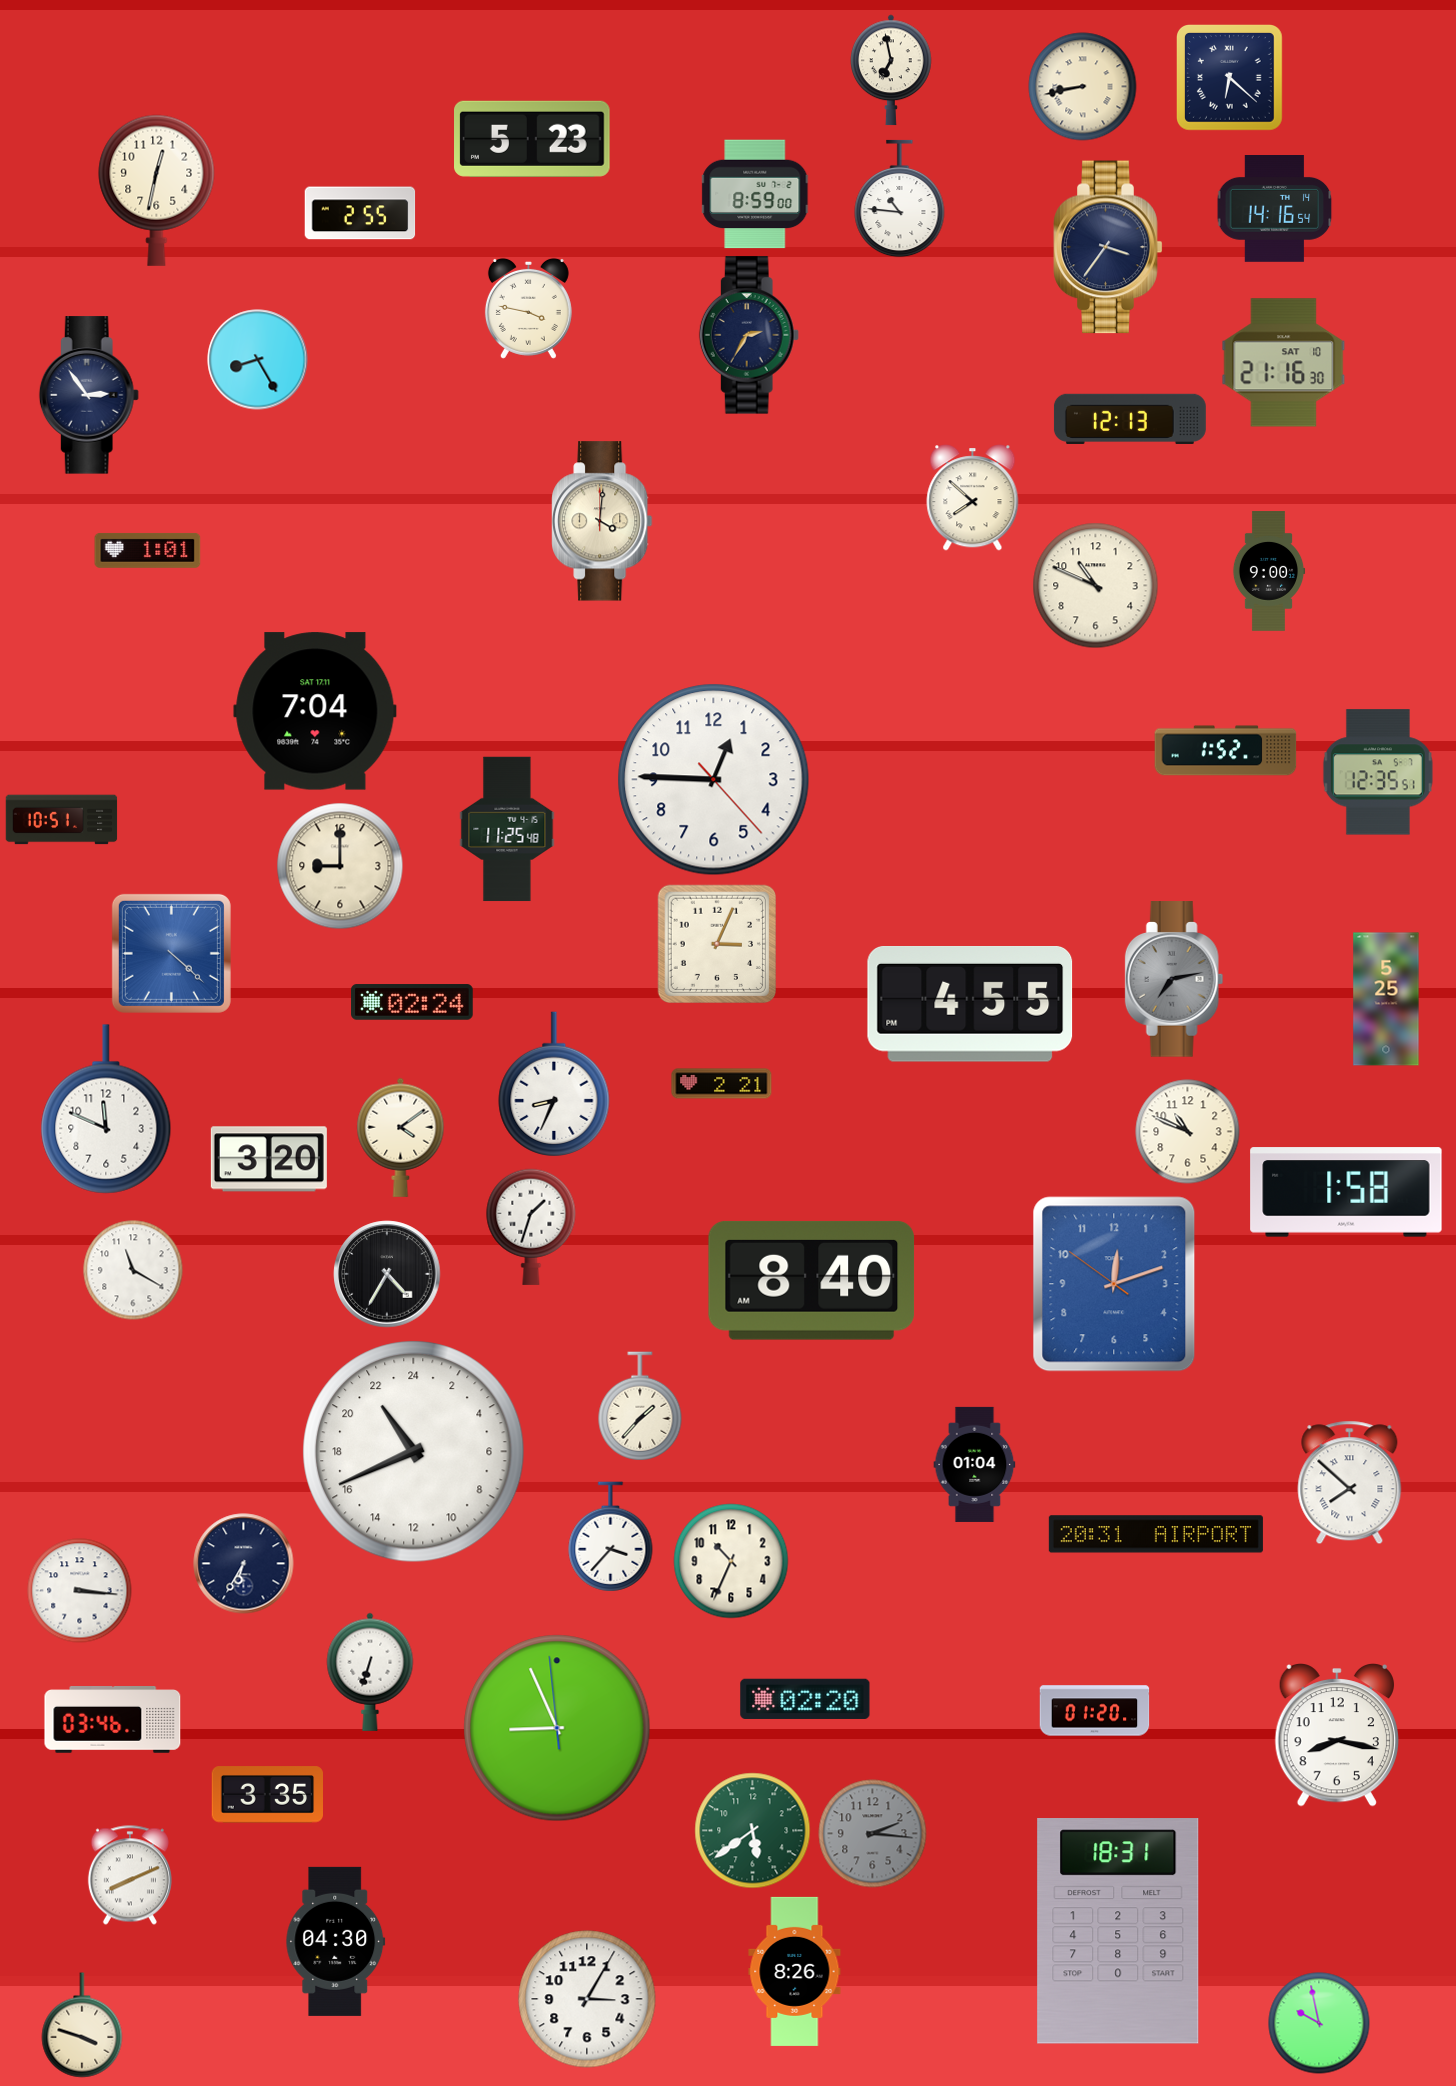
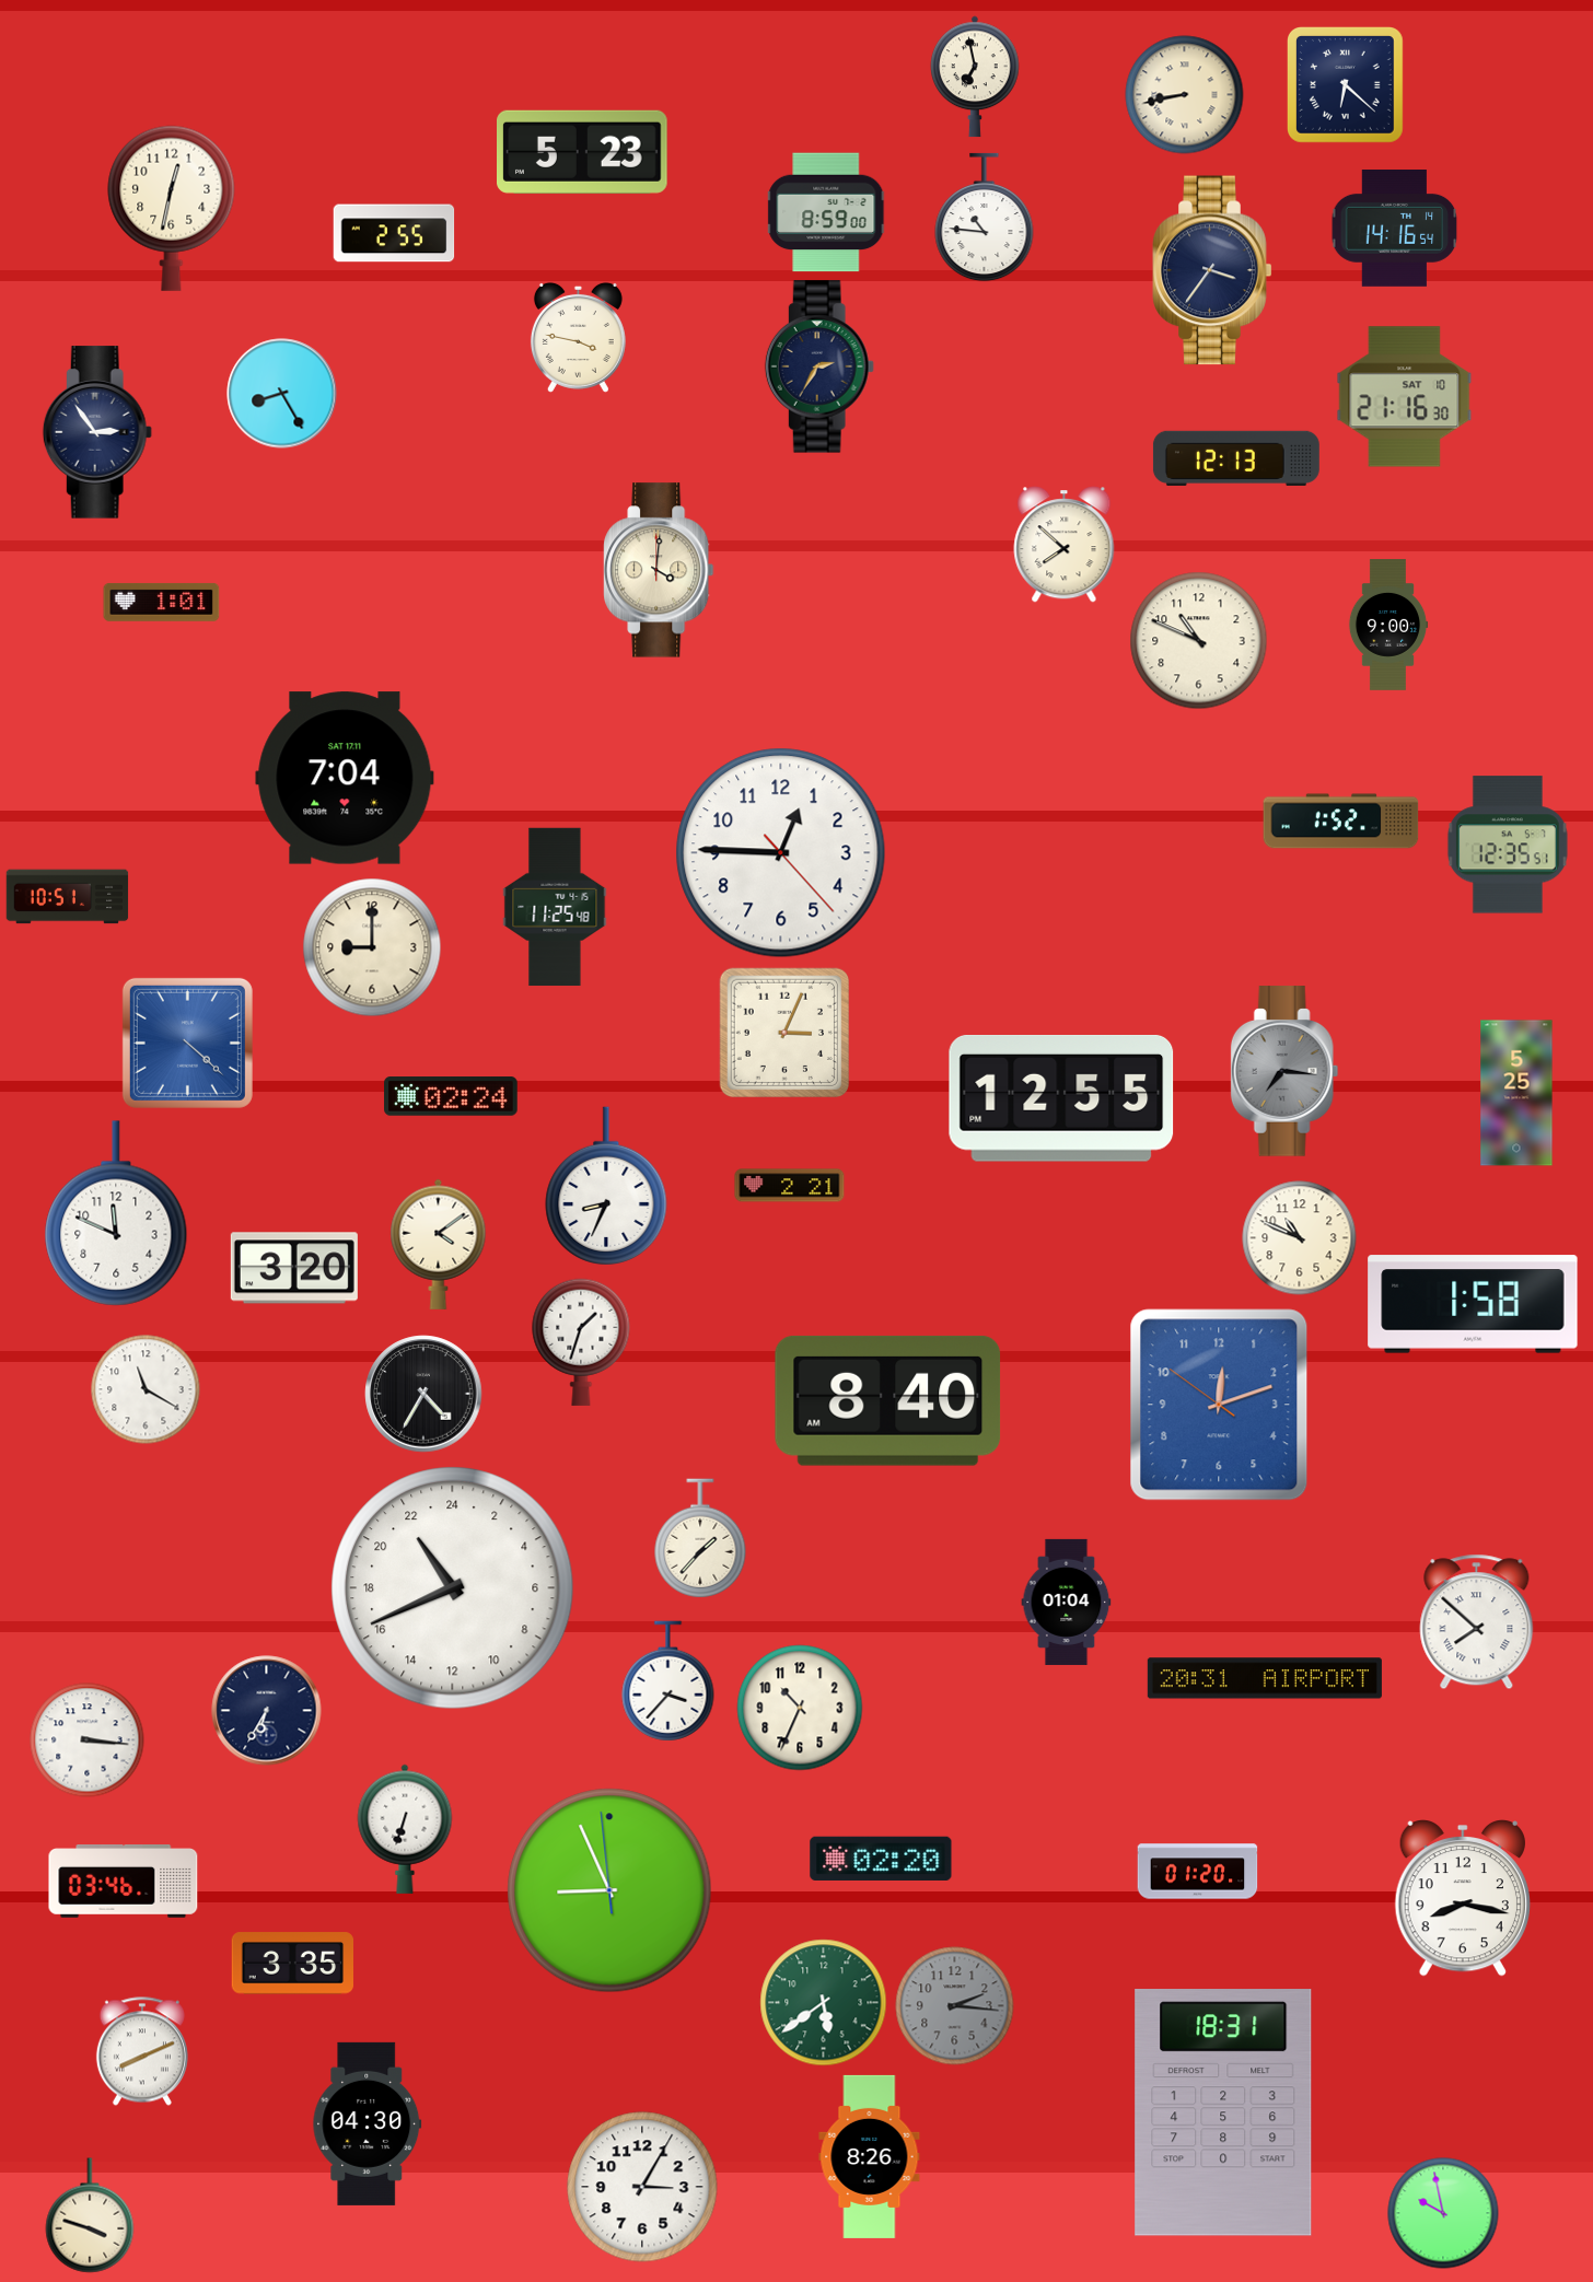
clock at (1174, 979): 7:13 -> 7:16
clock at (970, 1005): 4:55 -> 12:55
